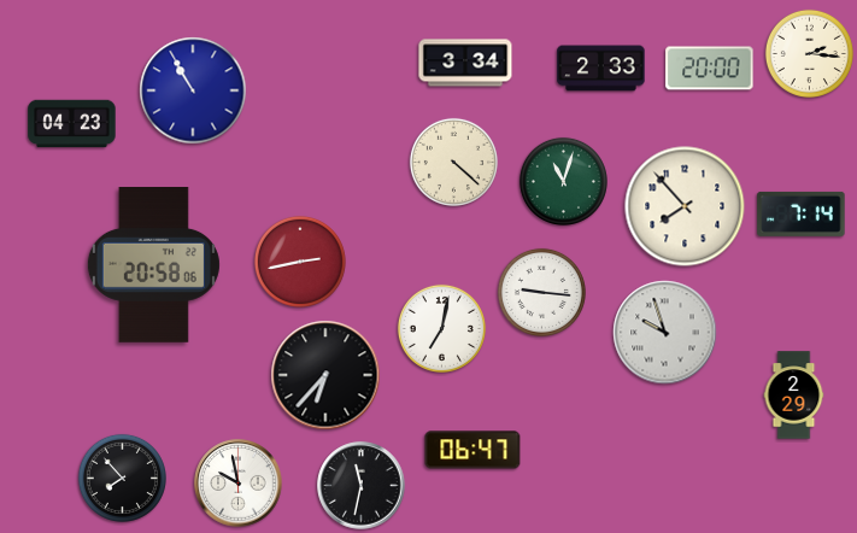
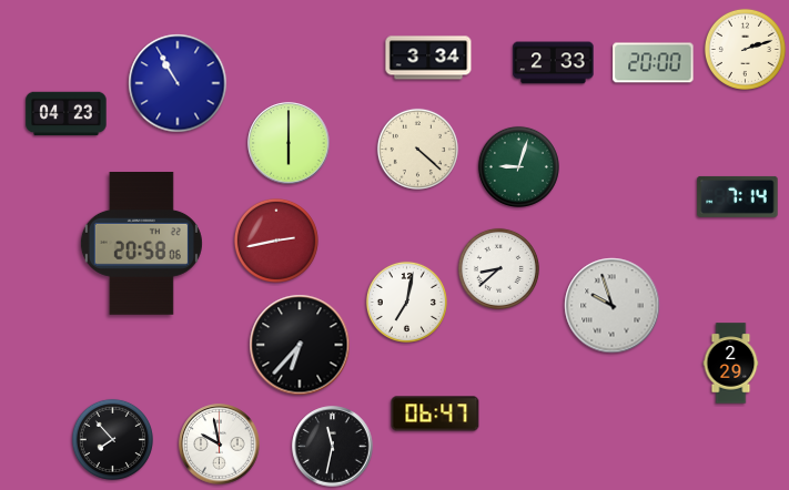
clock at (809, 53): 2:16 -> 2:12
clock at (289, 143): none -> 6:00
clock at (563, 181): 11:03 -> 9:03
clock at (685, 206): 7:53 -> none
clock at (541, 292): 9:16 -> 8:38
